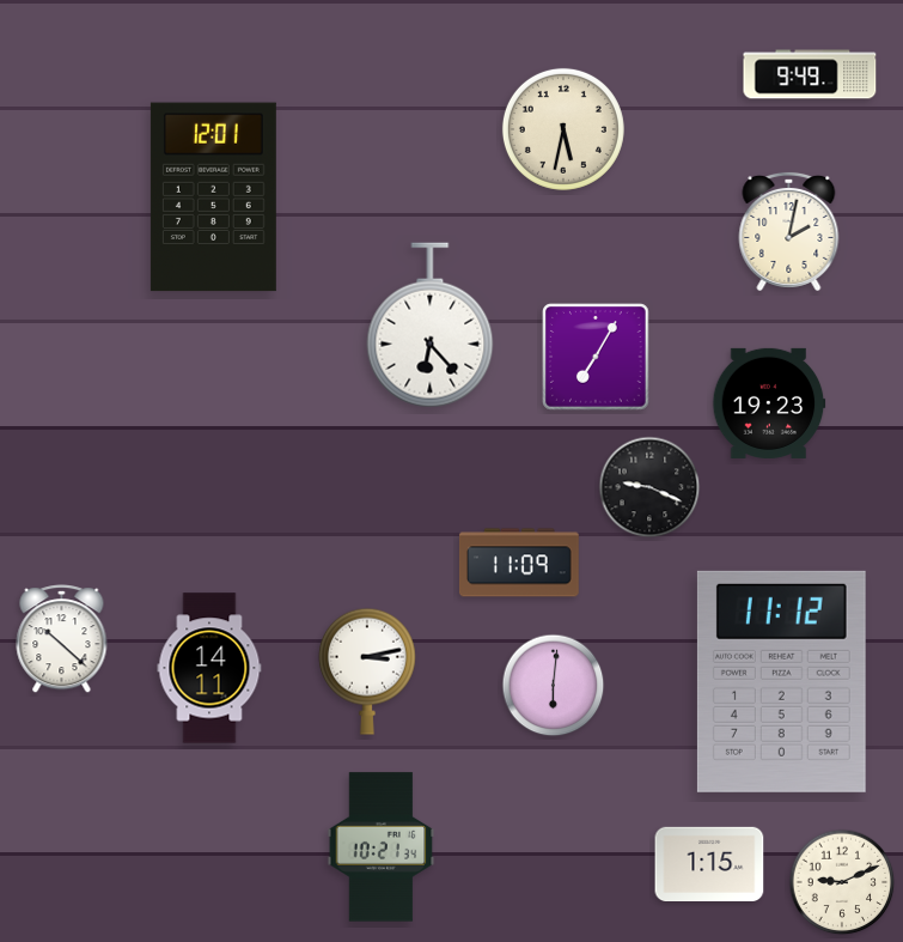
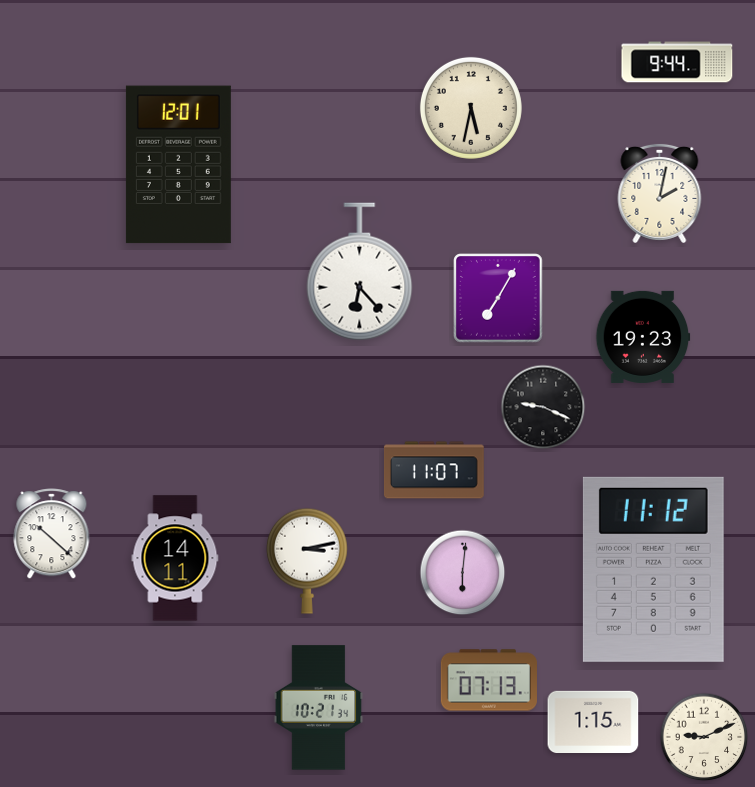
clock at (810, 74): 9:49 -> 9:44
clock at (519, 563): 11:09 -> 11:07
clock at (489, 680): none -> 07:13
